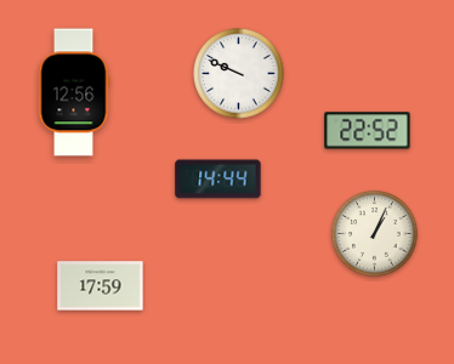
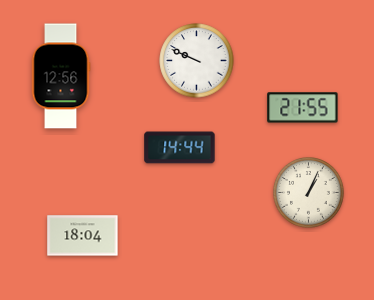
clock at (368, 131): 22:52 -> 21:55
clock at (101, 286): 17:59 -> 18:04
